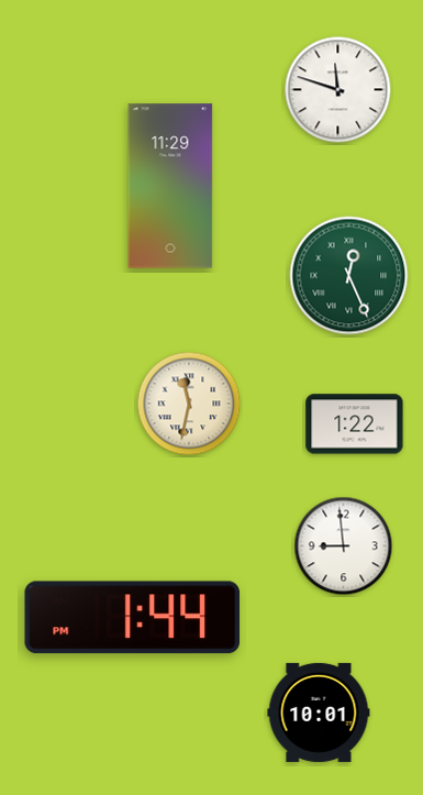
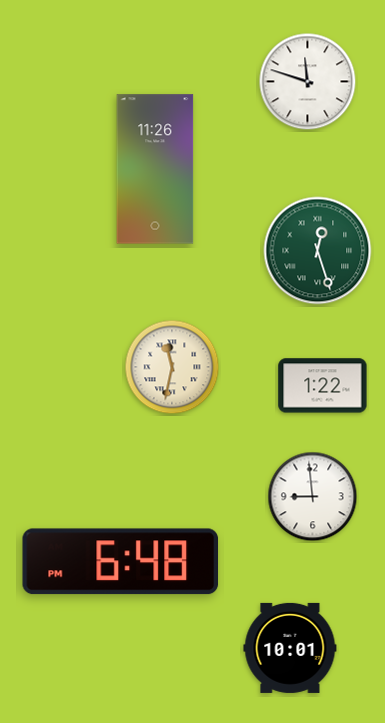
clock at (170, 186): 11:29 -> 11:26
clock at (349, 276): 12:26 -> 12:27
clock at (133, 618): 1:44 -> 6:48
